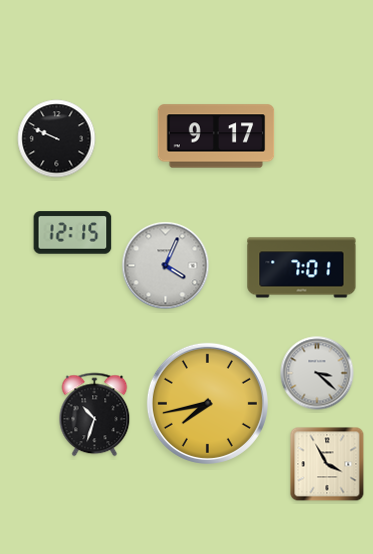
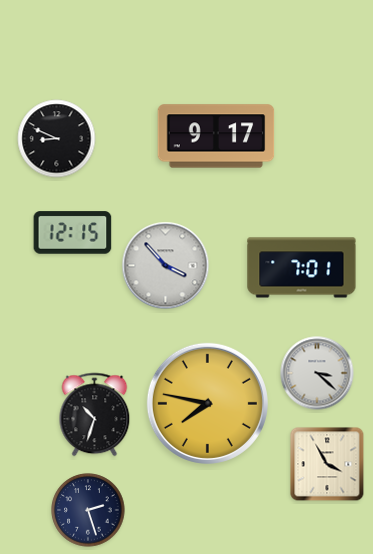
clock at (57, 139): 9:49 -> 8:49
clock at (166, 266): 4:04 -> 3:53
clock at (207, 403): 7:43 -> 7:47
clock at (88, 510): none -> 2:27
